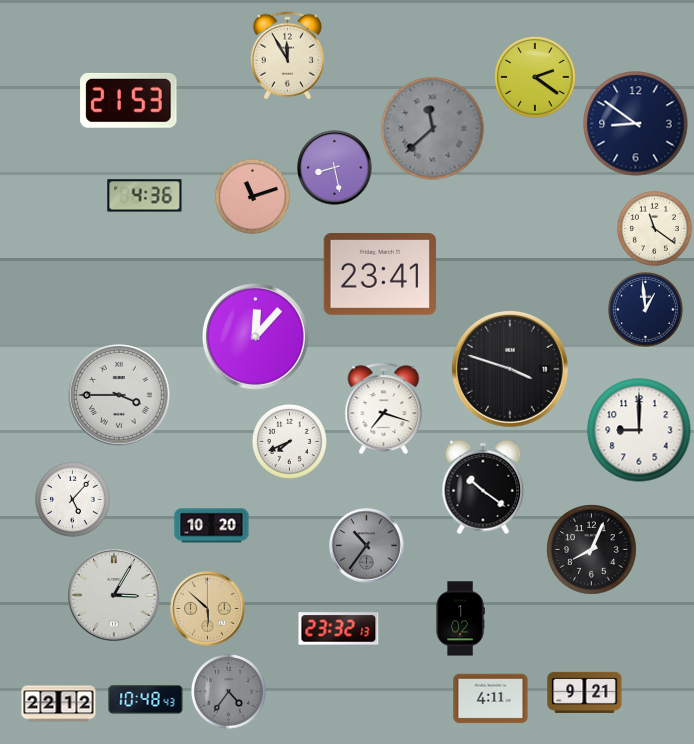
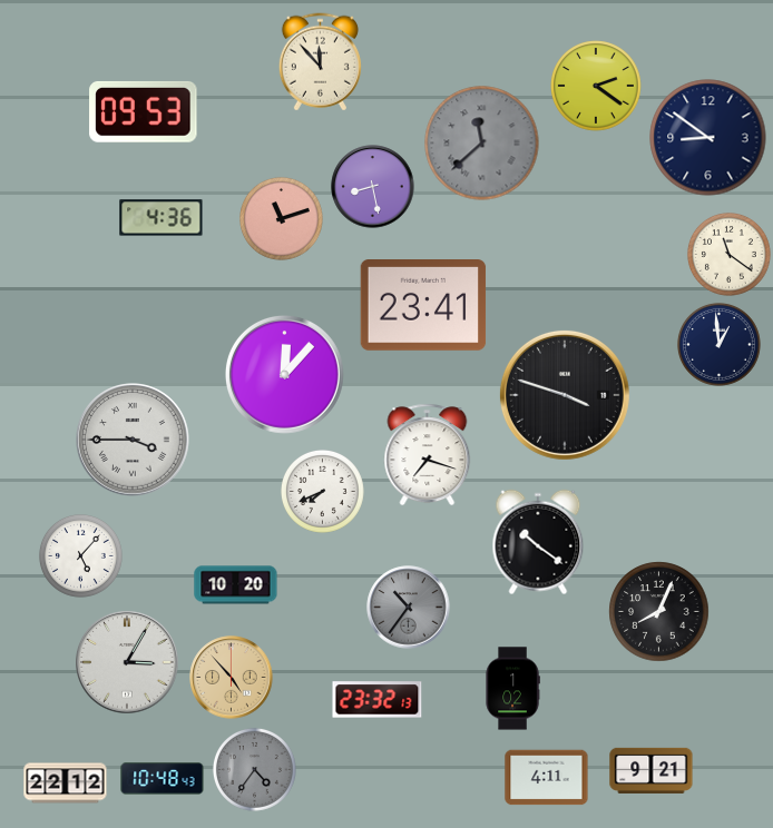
clock at (287, 56): 11:55 -> 11:53
clock at (129, 100): 21:53 -> 09:53
clock at (510, 369) position: (510, 369) -> (565, 395)
clock at (639, 430): 9:00 -> none
clock at (208, 609): 5:52 -> 4:53
